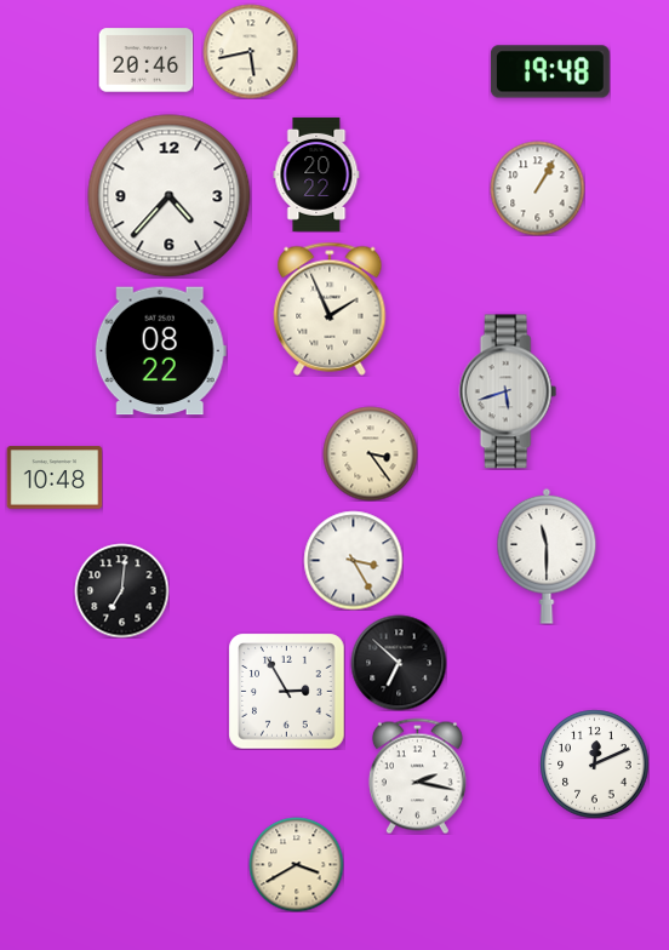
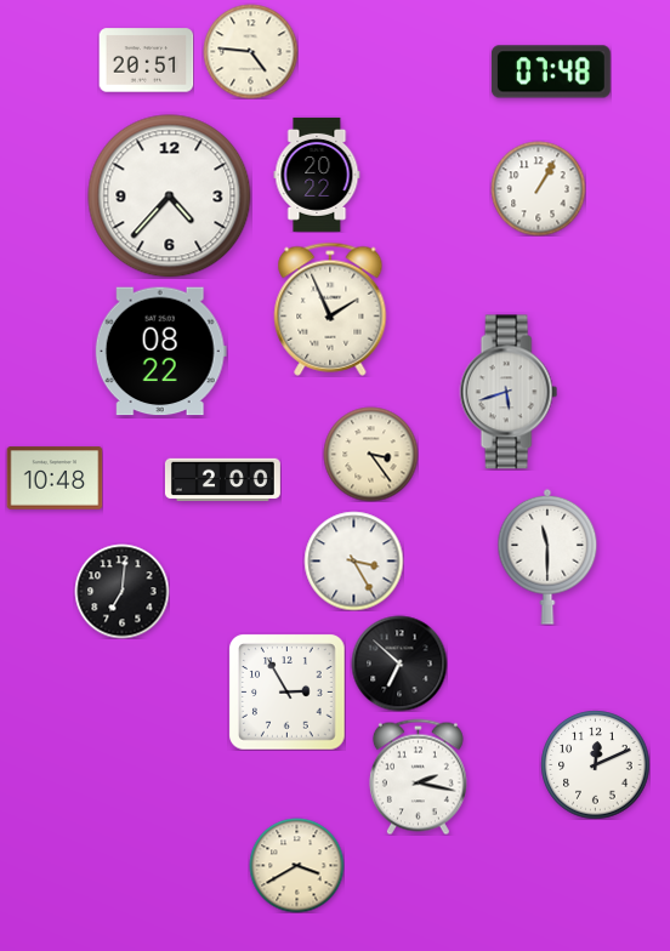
clock at (250, 51): 5:43 -> 4:46
clock at (145, 61): 20:46 -> 20:51
clock at (550, 71): 19:48 -> 07:48
clock at (222, 480): none -> 2:00
